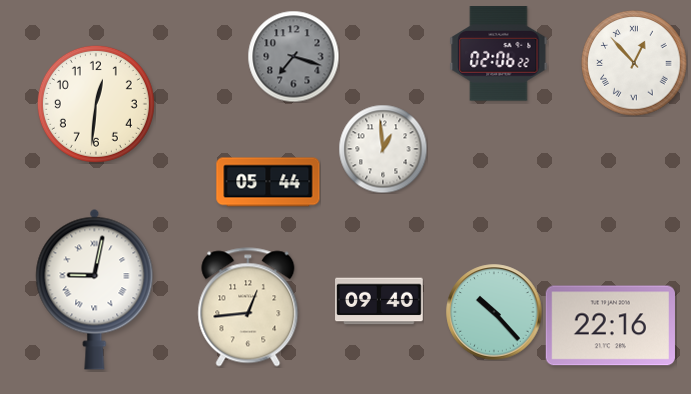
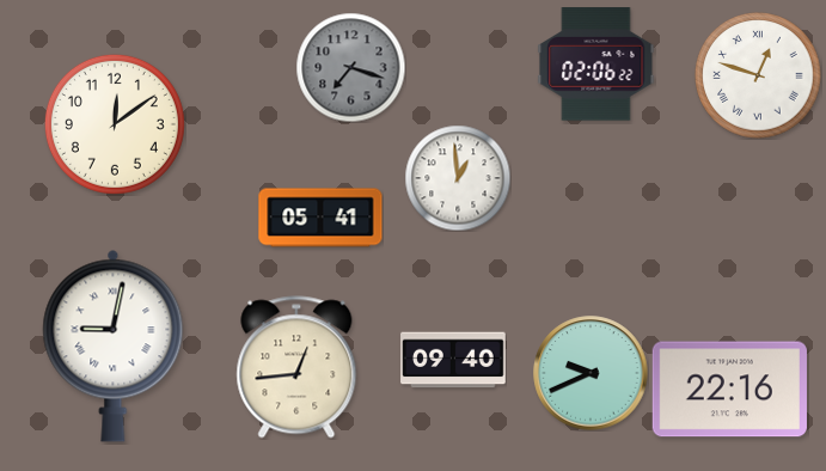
clock at (634, 63): 12:53 -> 12:48
clock at (96, 104): 12:31 -> 12:09
clock at (268, 182): 05:44 -> 05:41
clock at (494, 312): 10:23 -> 9:41
